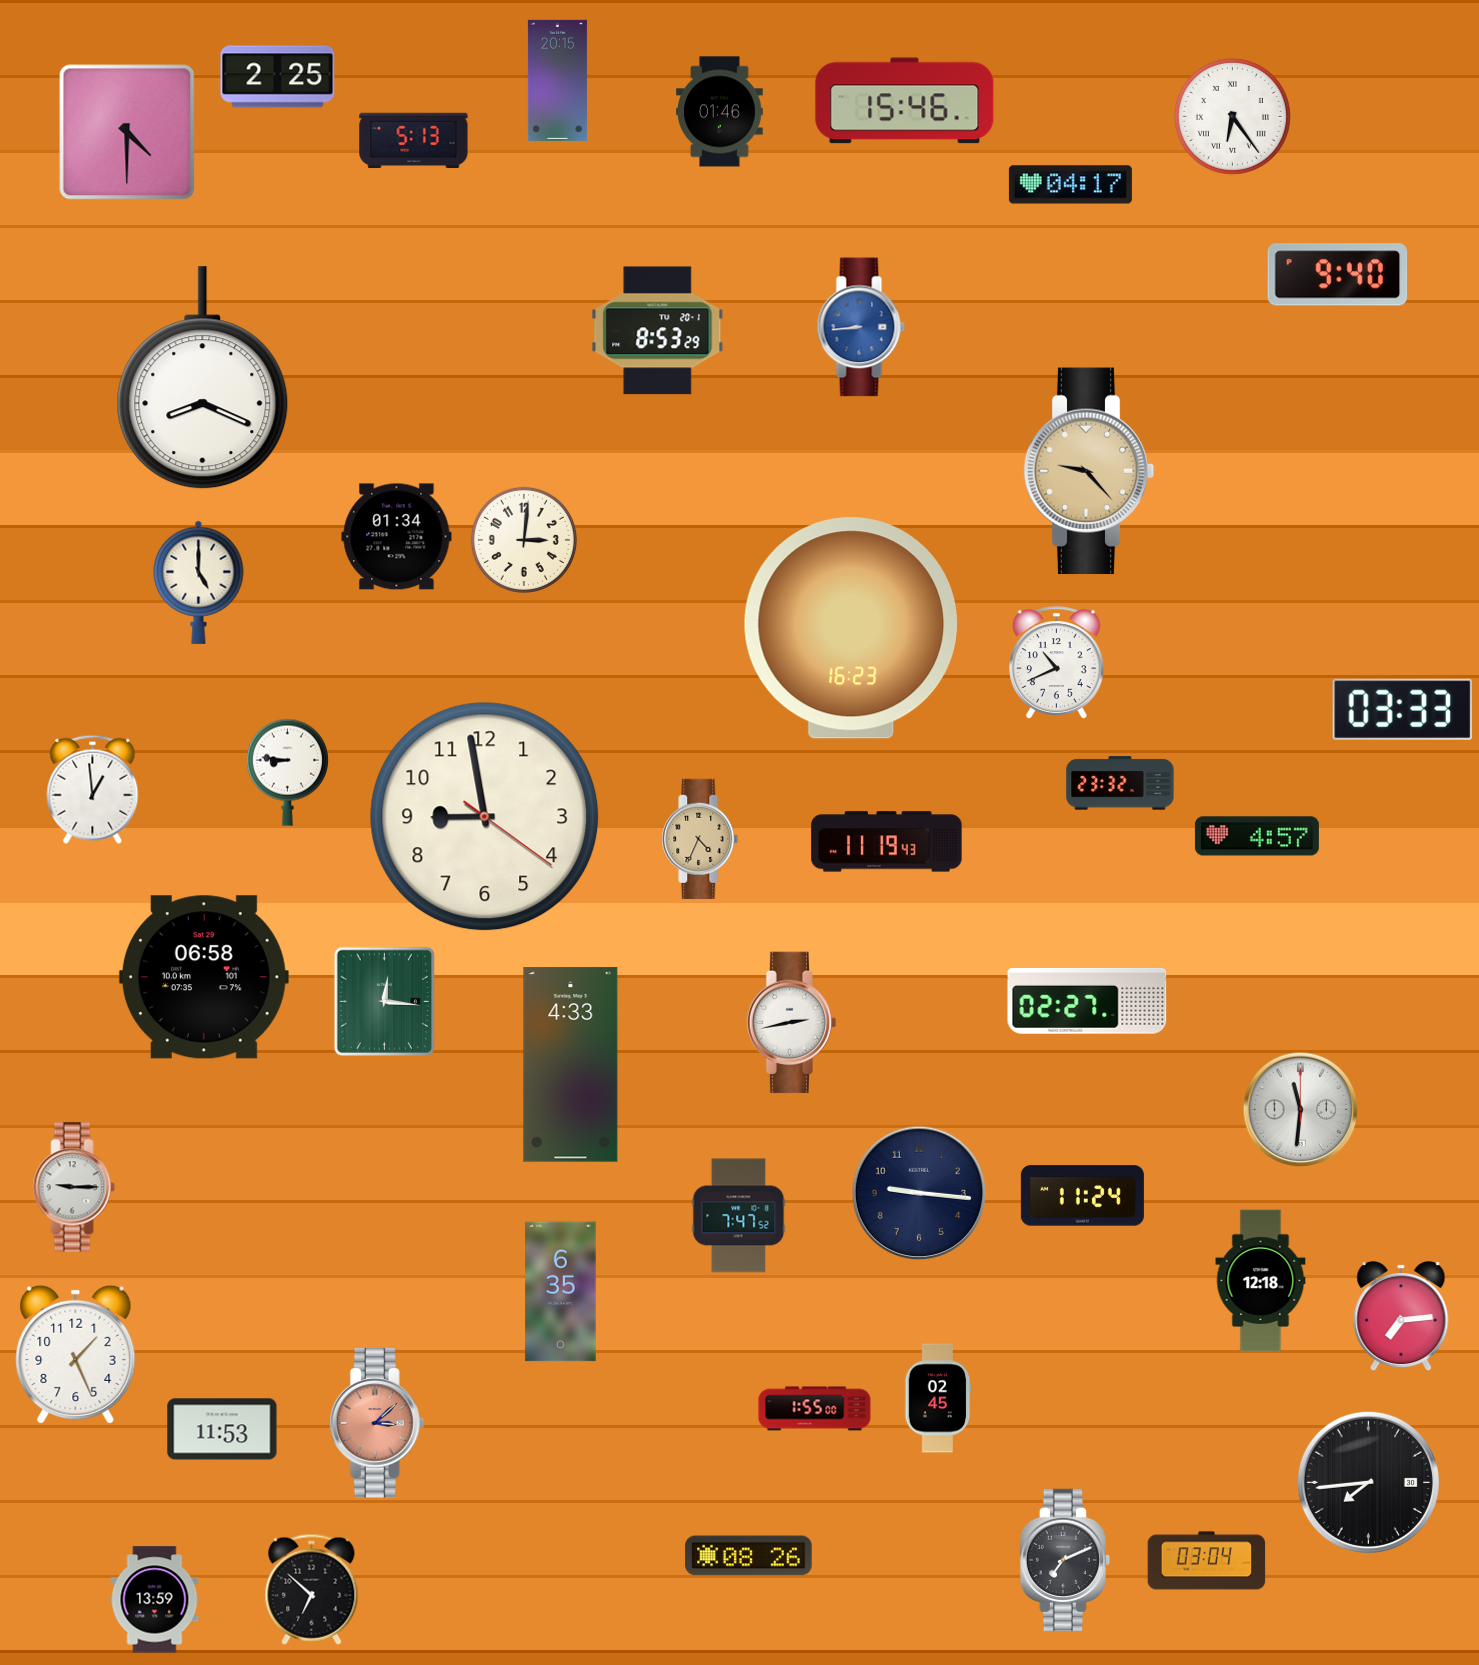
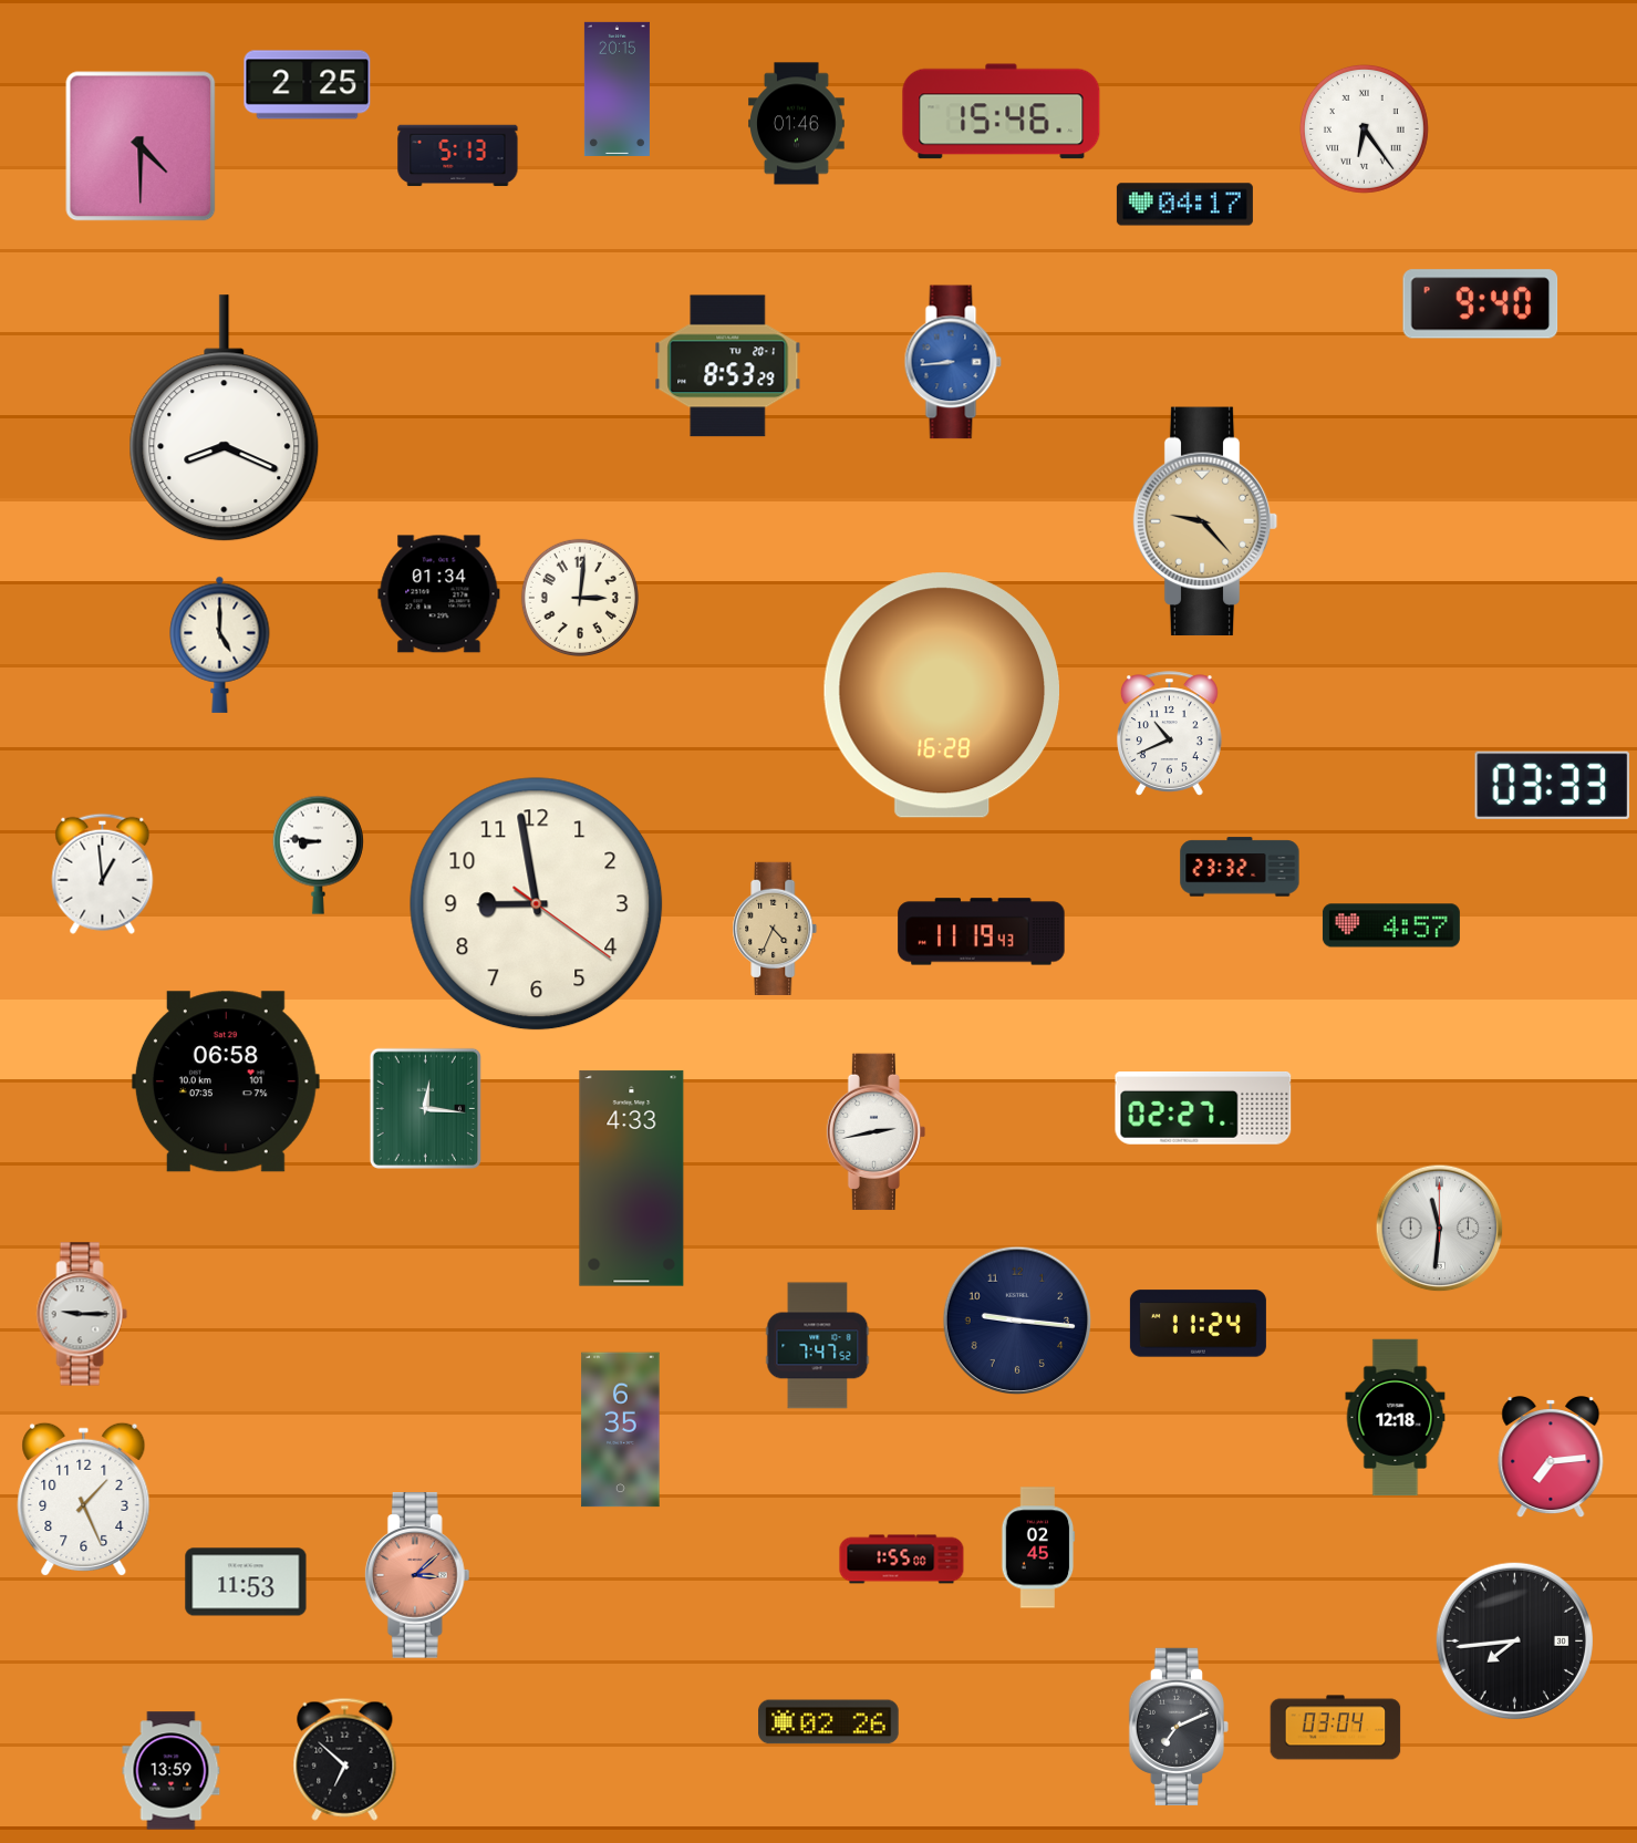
clock at (850, 628): 16:23 -> 16:28
clock at (749, 1556): 08:26 -> 02:26
